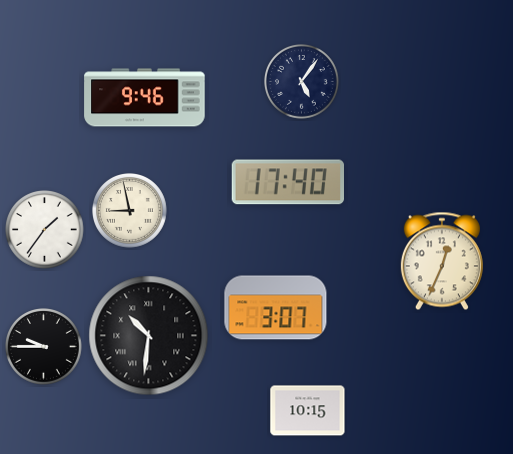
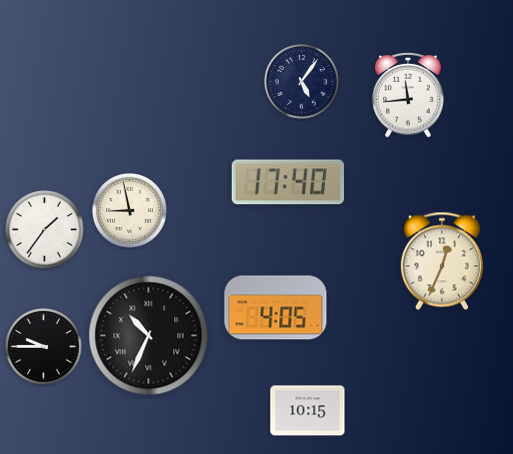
clock at (408, 95): none -> 11:44
clock at (145, 98): 9:46 -> none
clock at (276, 308): 3:07 -> 4:05
clock at (149, 336): 10:31 -> 10:34
